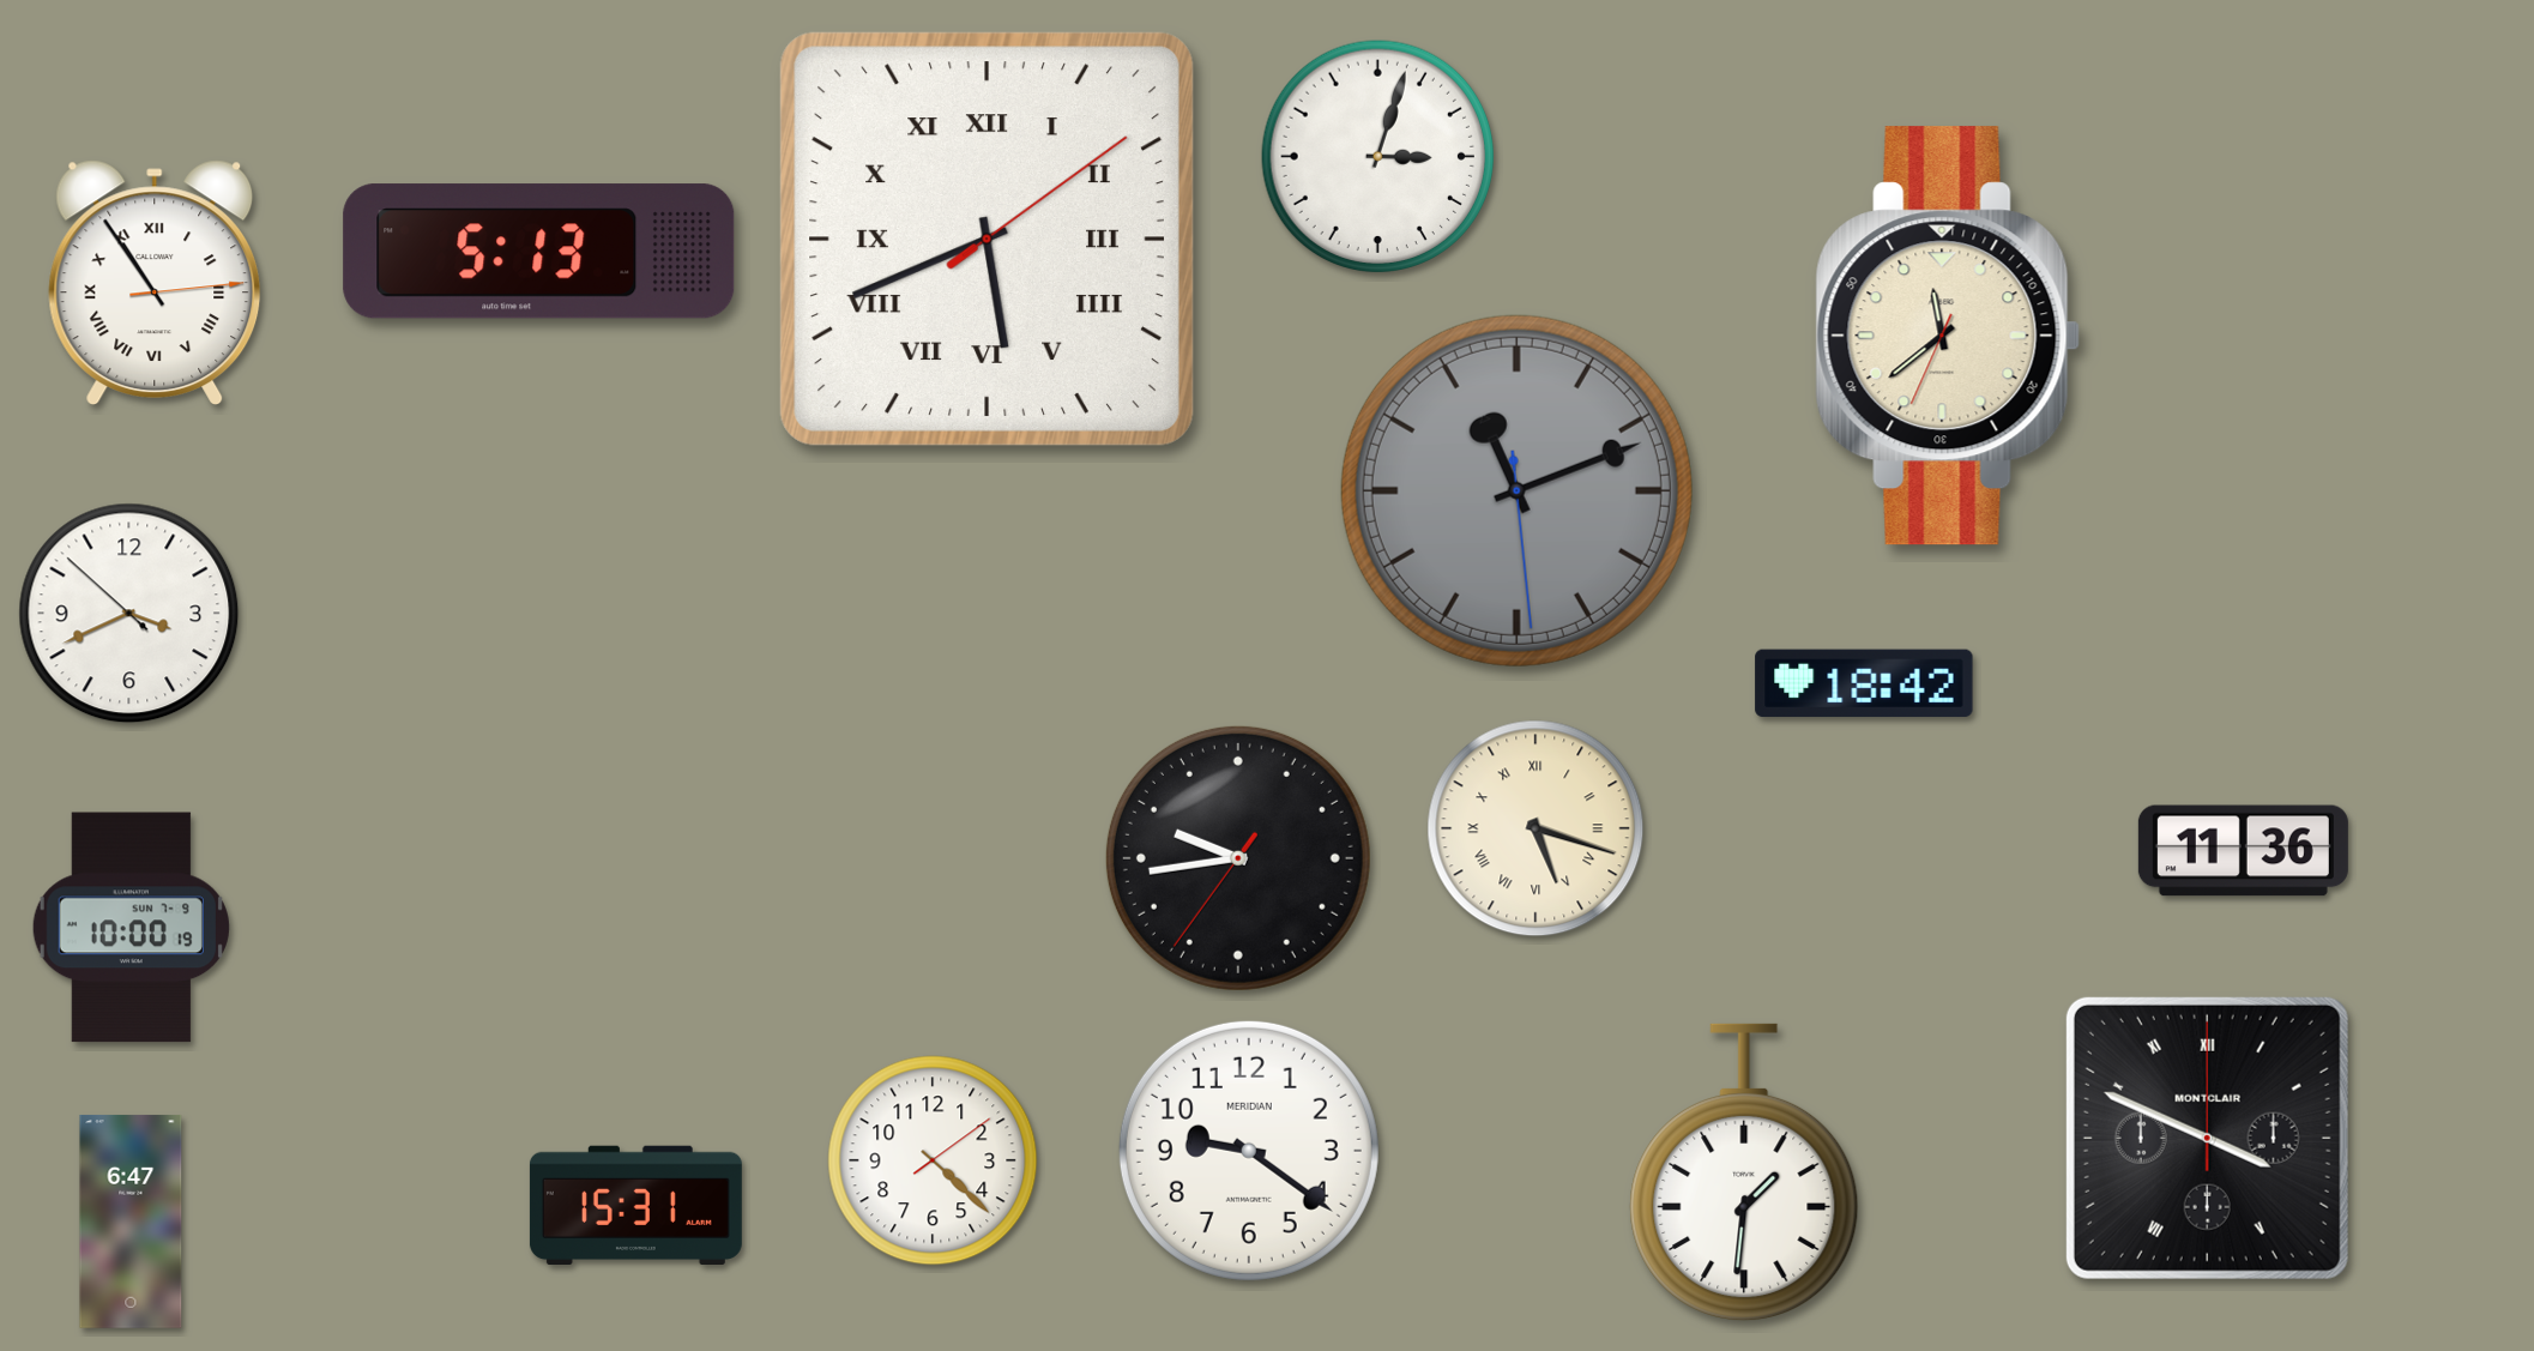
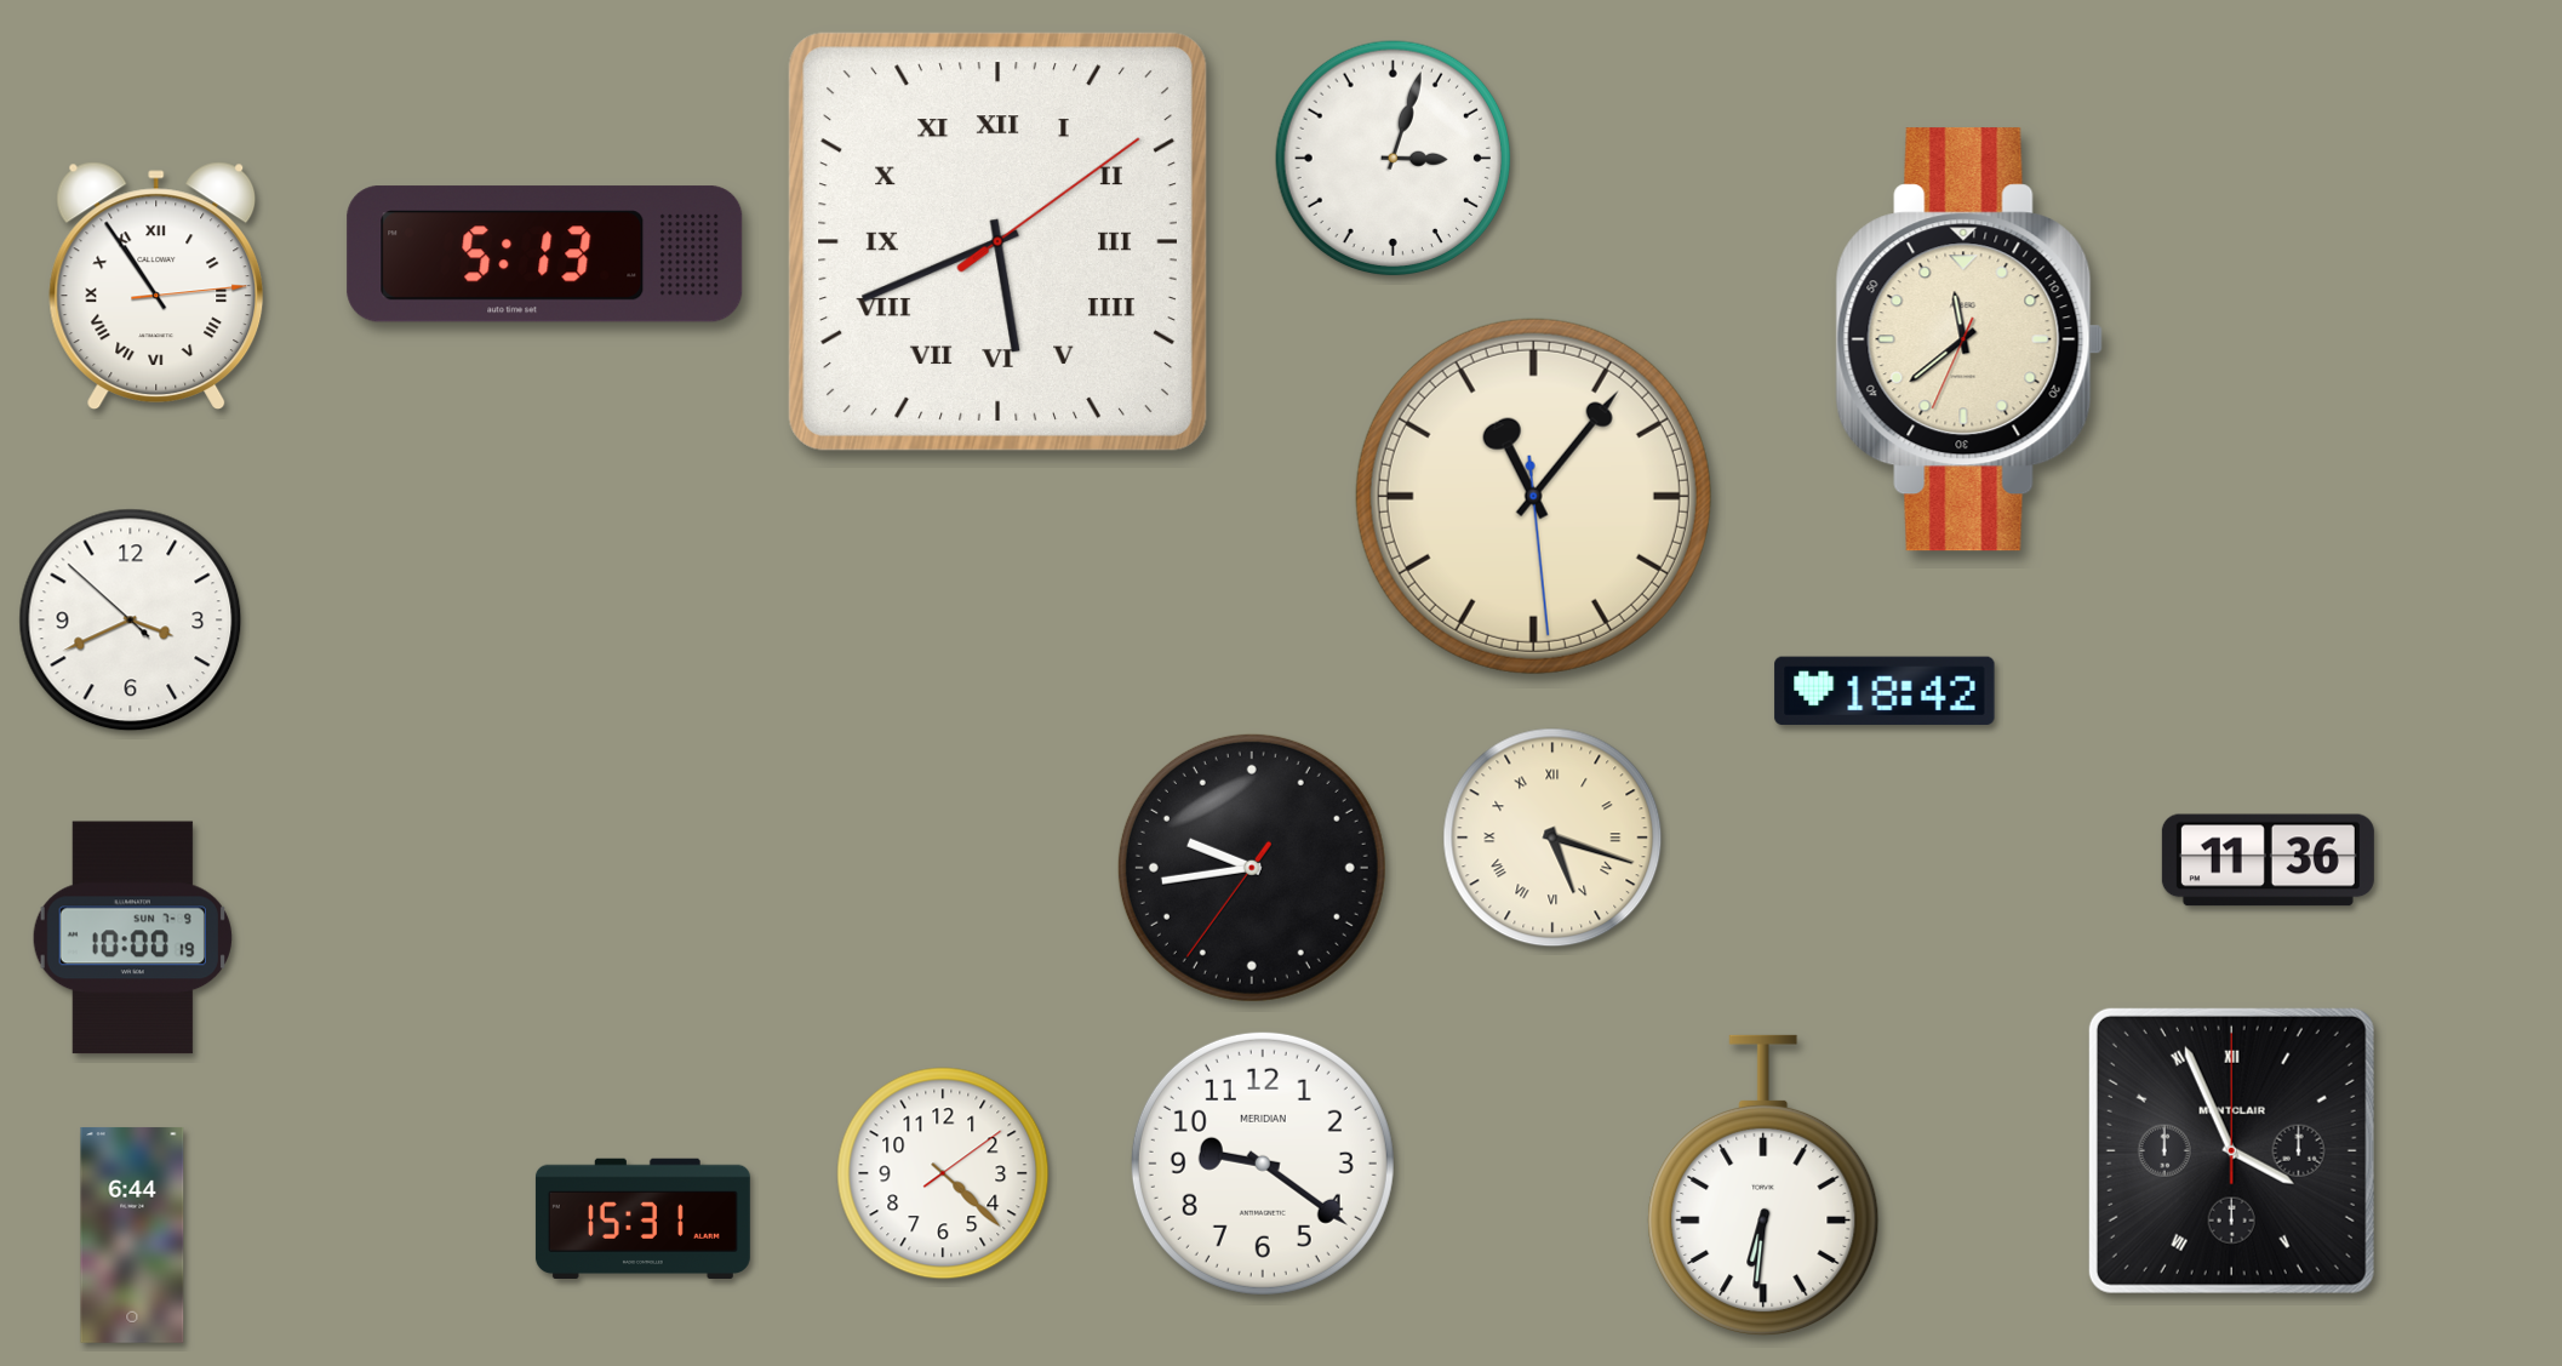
clock at (1516, 490): 11:11 -> 11:06
clock at (1516, 490) dial: grey -> cream
clock at (2207, 1138): 3:49 -> 3:56
clock at (1744, 1172): 1:31 -> 6:31
clock at (131, 1222): 6:47 -> 6:44
